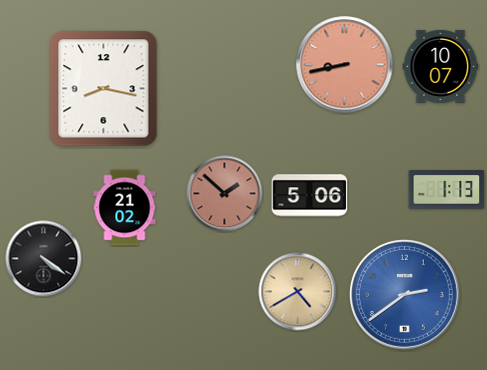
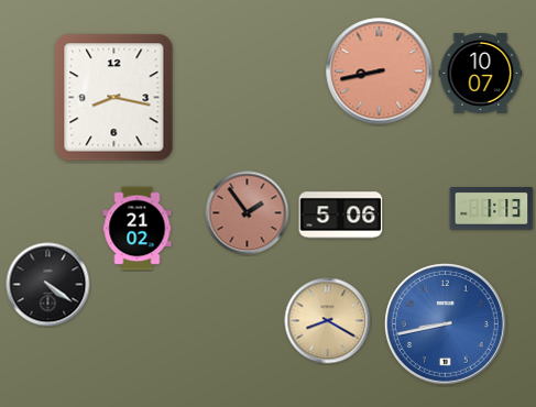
clock at (441, 66) position: (441, 66) -> (481, 73)
clock at (225, 194): 1:52 -> 1:54
clock at (298, 292): 4:40 -> 8:20
clock at (404, 294): 2:39 -> 8:43
